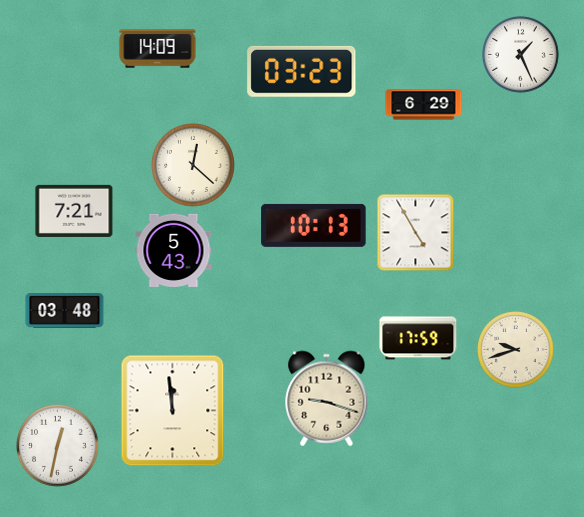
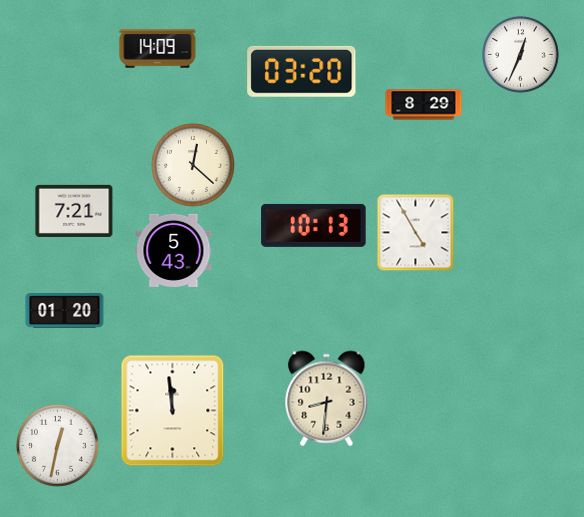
clock at (521, 55): 1:26 -> 12:34
clock at (302, 71): 03:23 -> 03:20
clock at (424, 105): 6:29 -> 8:29
clock at (65, 310): 03:48 -> 01:20
clock at (418, 338): 17:59 -> none
clock at (516, 350): 9:42 -> none
clock at (327, 399): 9:18 -> 8:31
